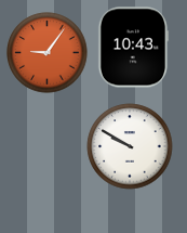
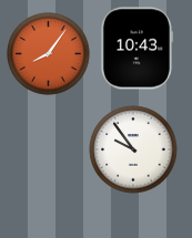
clock at (48, 53): 9:06 -> 8:06
clock at (130, 146): 9:50 -> 9:54
